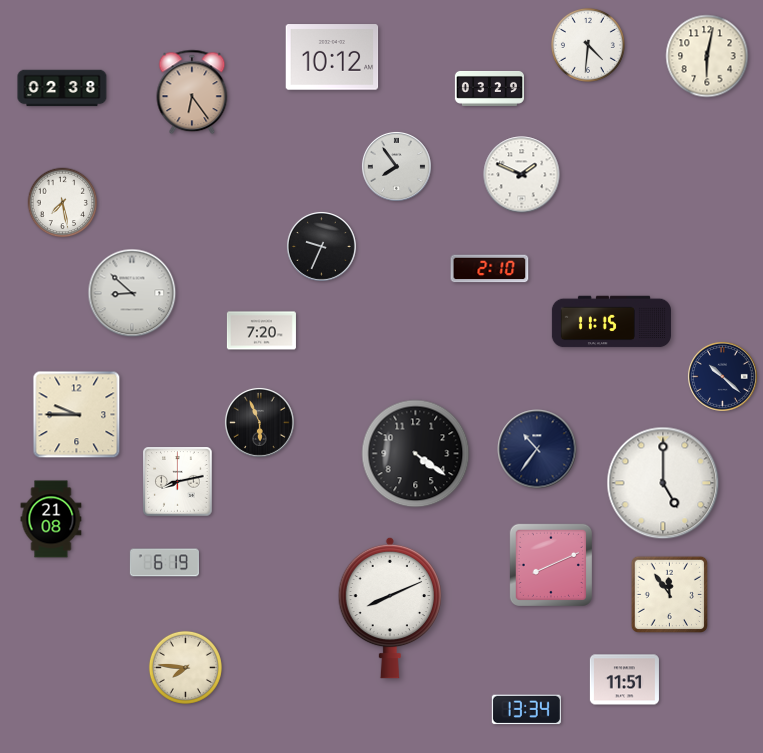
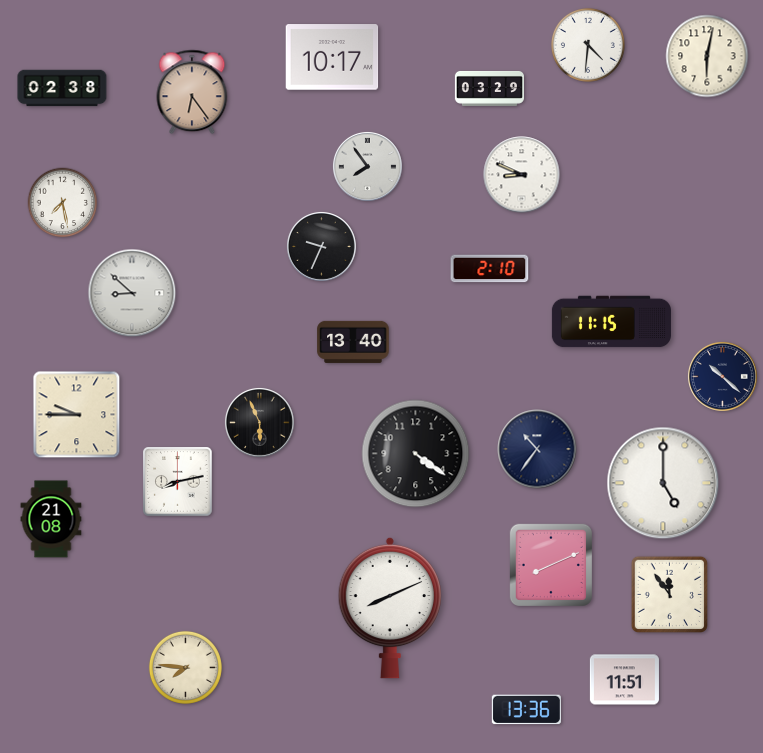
clock at (332, 57): 10:12 -> 10:17
clock at (396, 166) position: (396, 166) -> (367, 166)
clock at (522, 175): 1:49 -> 8:49
clock at (261, 331): 7:20 -> none
clock at (353, 342): none -> 13:40
clock at (164, 563): 6:19 -> none
clock at (526, 710): 13:34 -> 13:36
